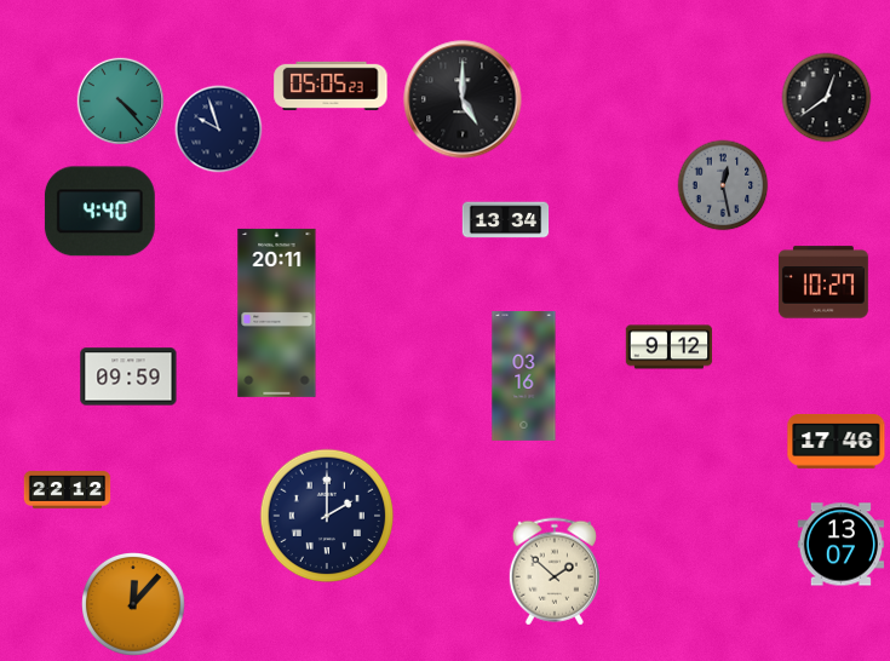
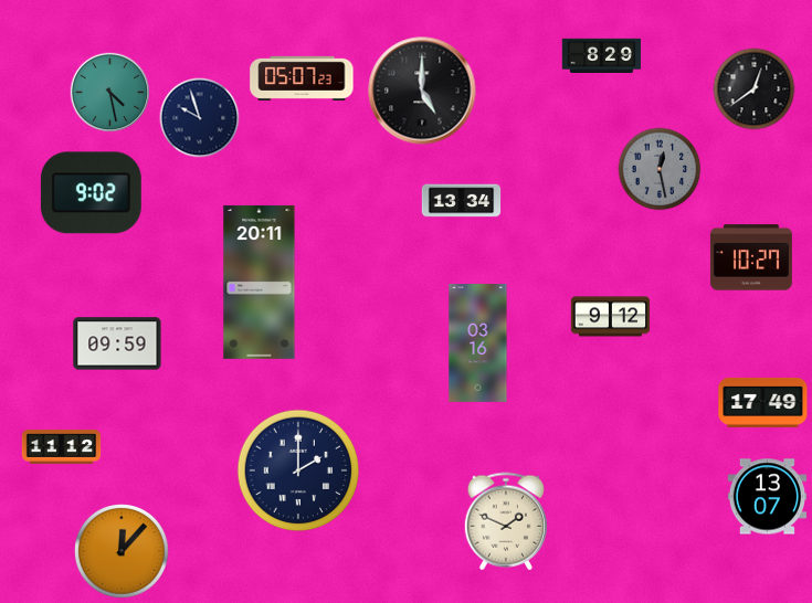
clock at (602, 55): none -> 8:29
clock at (331, 86): 05:05 -> 05:07
clock at (121, 102): 4:23 -> 4:28
clock at (99, 212): 4:40 -> 9:02
clock at (277, 312) position: (277, 312) -> (260, 282)
clock at (837, 441): 17:46 -> 17:49
clock at (68, 490): 22:12 -> 11:12
clock at (555, 571): 1:52 -> 1:49
